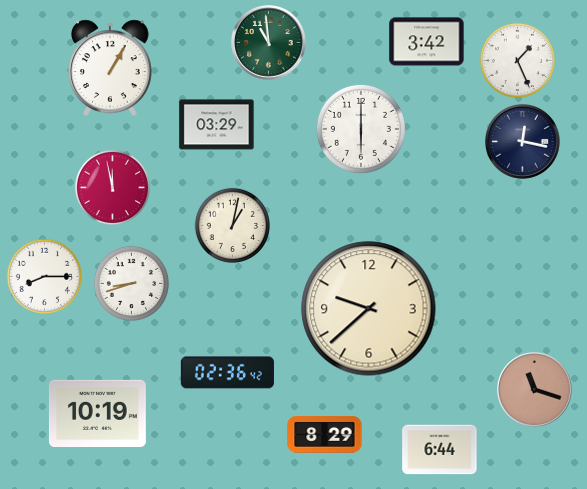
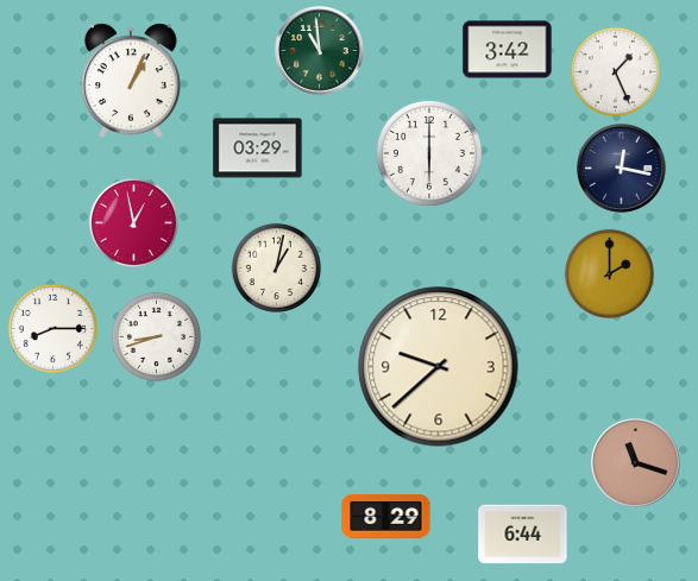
clock at (111, 68): 1:05 -> 1:04
clock at (112, 187): 11:58 -> 12:58
clock at (609, 273): none -> 2:00
clock at (227, 373): 02:36 -> none
clock at (97, 413): 10:19 -> none
